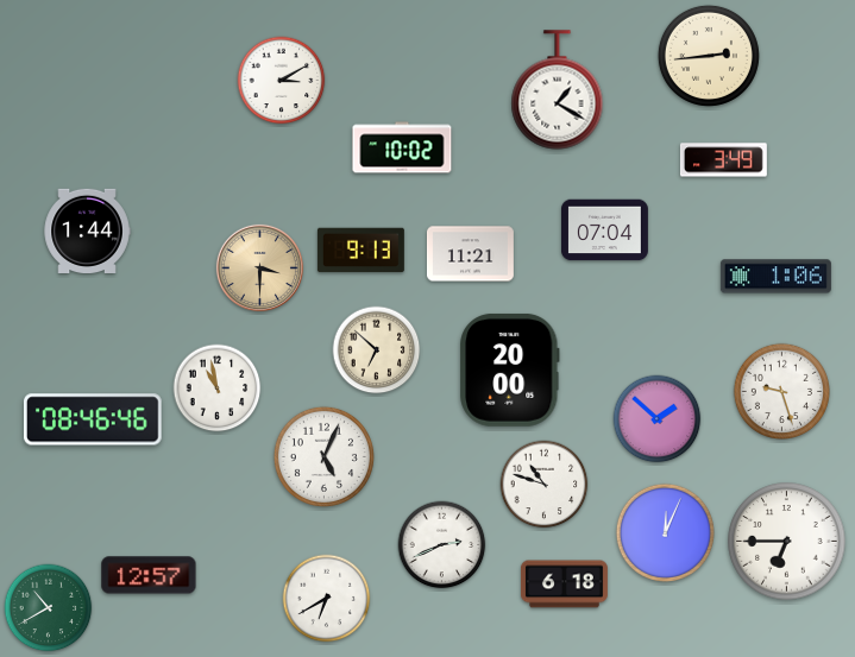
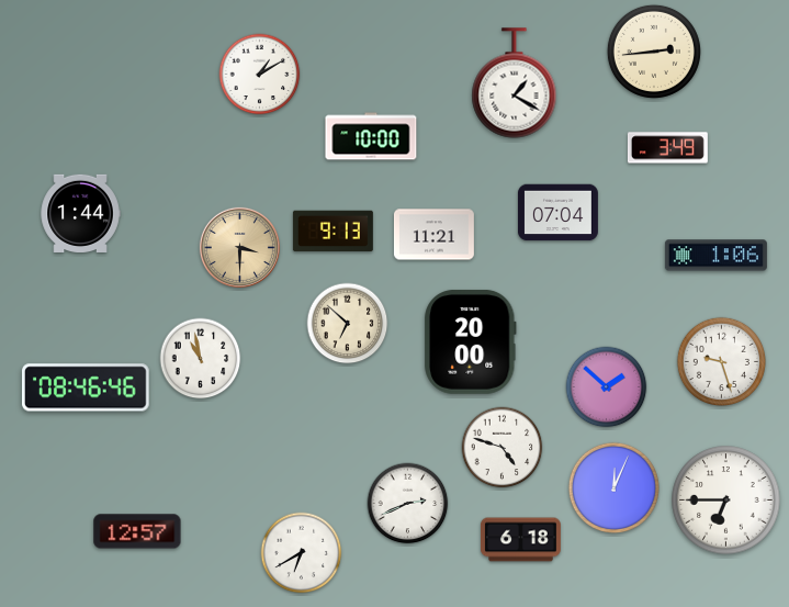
clock at (282, 81): 3:10 -> 1:10
clock at (402, 147): 10:02 -> 10:00
clock at (323, 456): 5:04 -> none
clock at (545, 485): 10:48 -> 4:48
clock at (665, 532) position: (665, 532) -> (613, 487)
clock at (49, 608): 10:40 -> none
